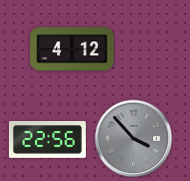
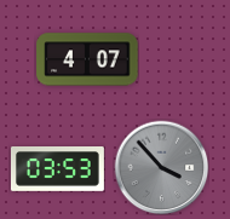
clock at (72, 49): 4:12 -> 4:07
clock at (47, 140): 22:56 -> 03:53
